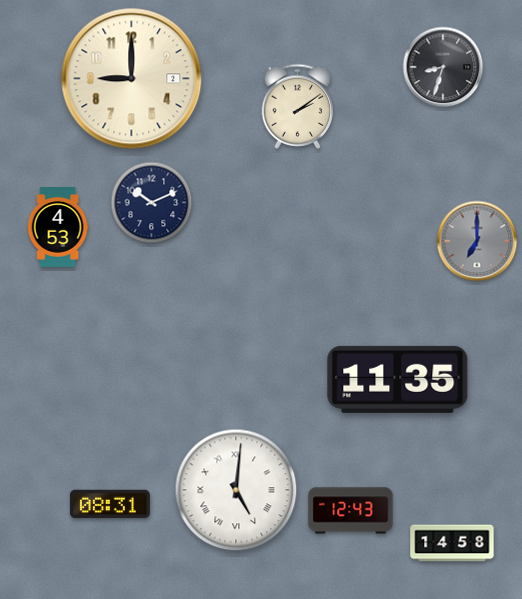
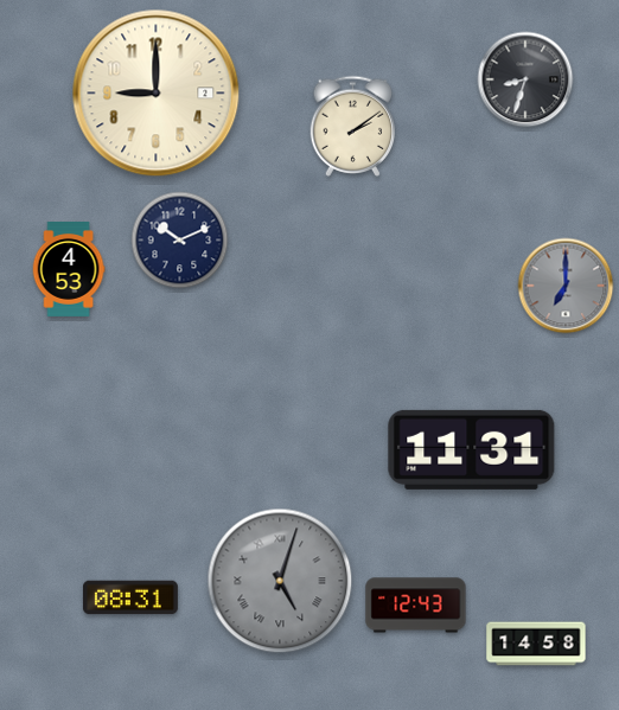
clock at (398, 379): 11:35 -> 11:31
clock at (236, 490): 5:01 -> 5:03
clock at (236, 490) dial: white -> grey
